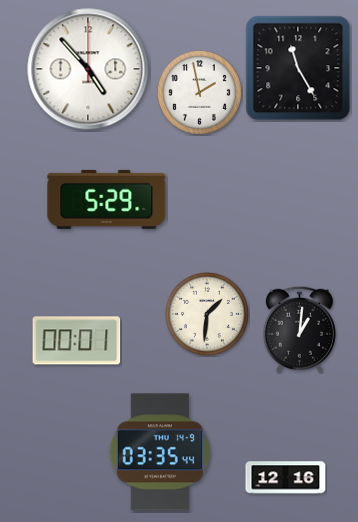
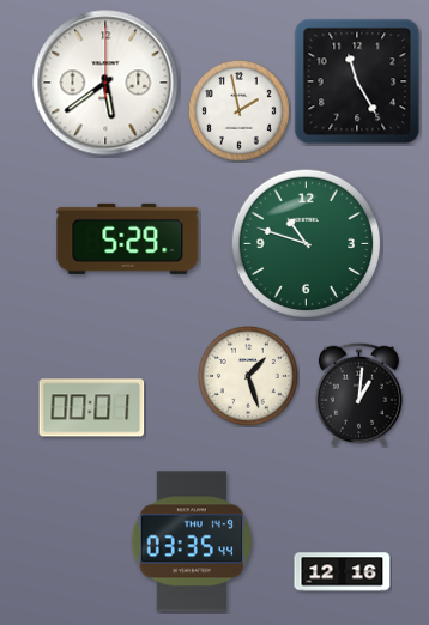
clock at (88, 69): 4:53 -> 5:39
clock at (307, 244): none -> 10:48
clock at (207, 314): 1:31 -> 1:27
